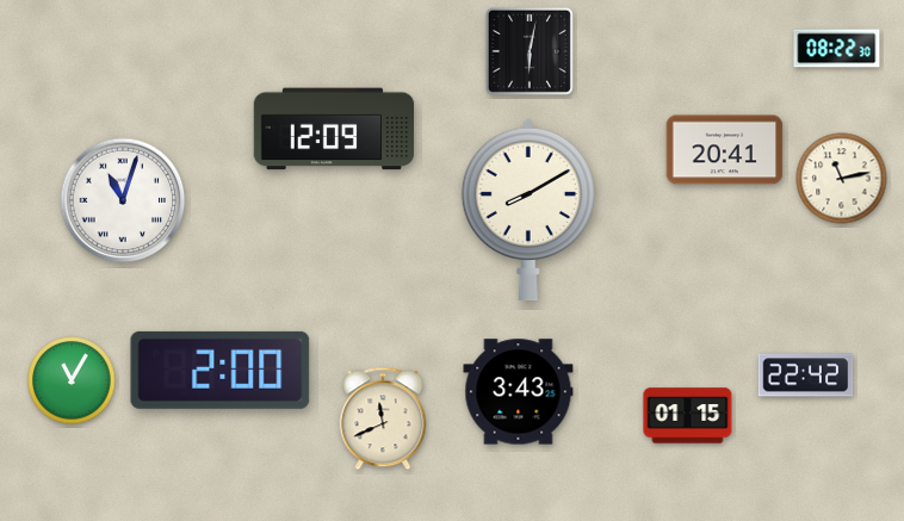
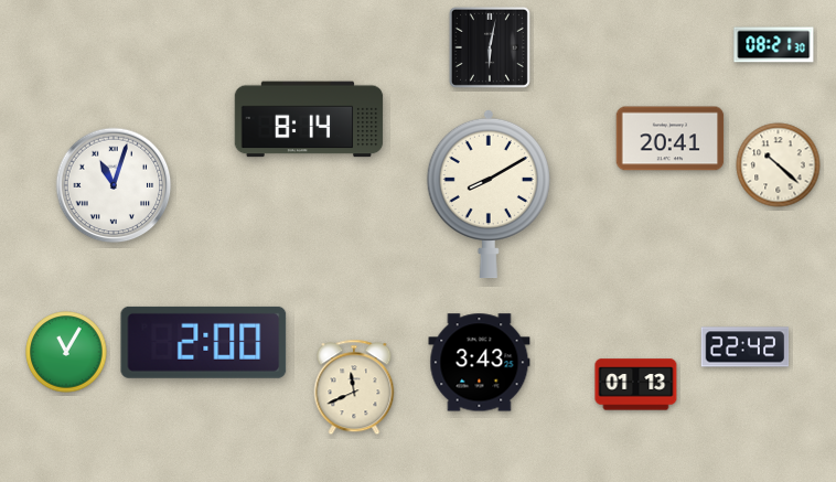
clock at (837, 49): 08:22 -> 08:21
clock at (334, 129): 12:09 -> 8:14
clock at (842, 179): 11:13 -> 10:22
clock at (688, 416): 01:15 -> 01:13
